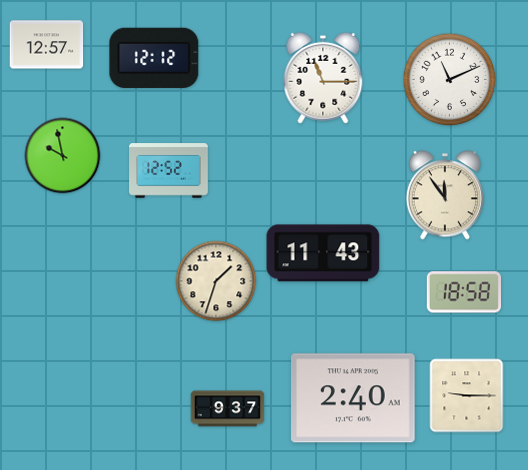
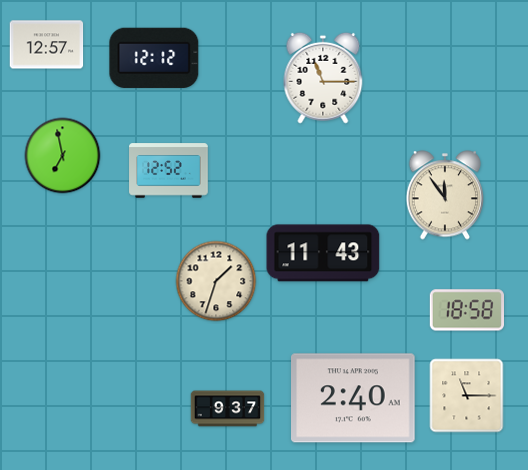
clock at (450, 80): 11:11 -> none
clock at (63, 156): 9:58 -> 6:58
clock at (463, 292) position: (463, 292) -> (466, 310)
clock at (467, 396): 9:15 -> 11:15
